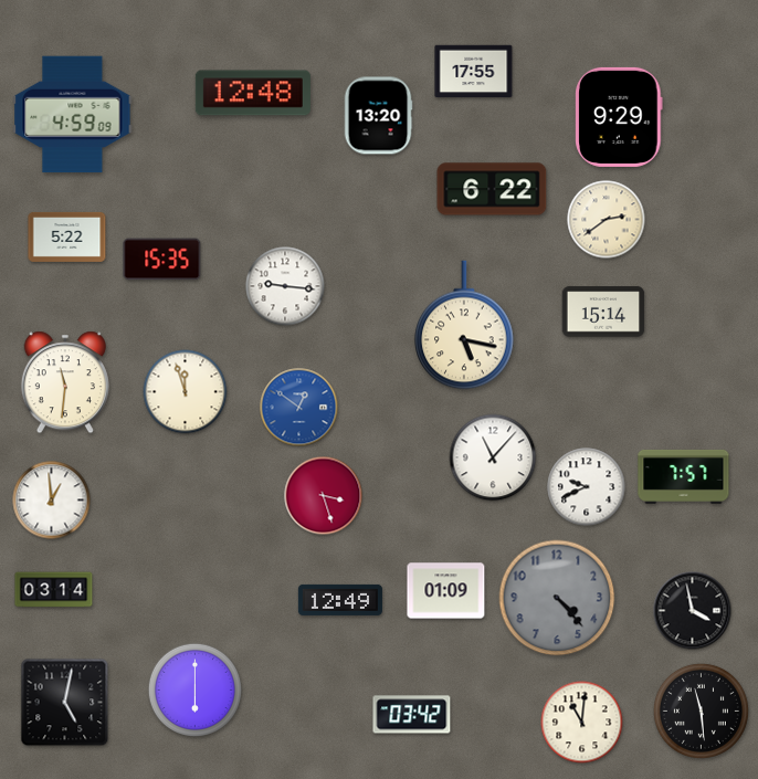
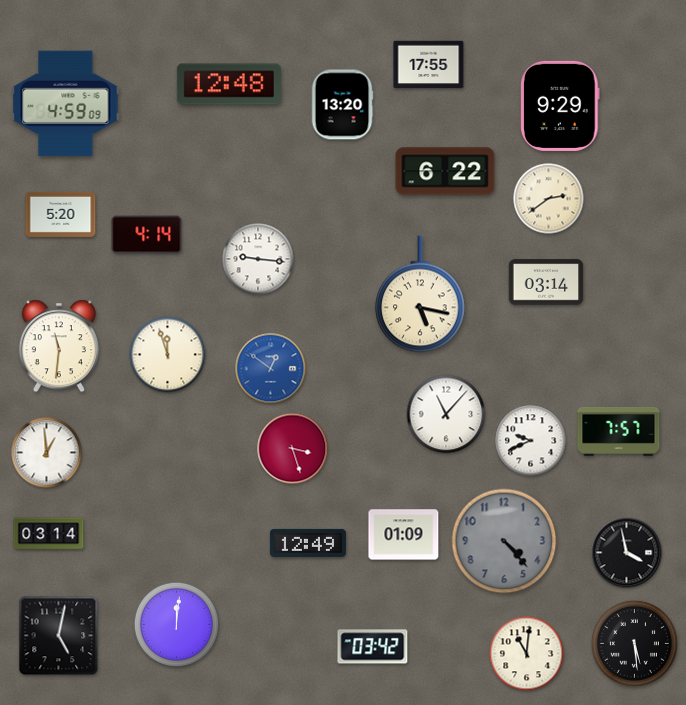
clock at (67, 236): 5:22 -> 5:20
clock at (162, 260): 15:35 -> 4:14
clock at (603, 312): 15:14 -> 03:14
clock at (194, 689): 6:00 -> 12:01
clock at (701, 710): 11:29 -> 5:29
